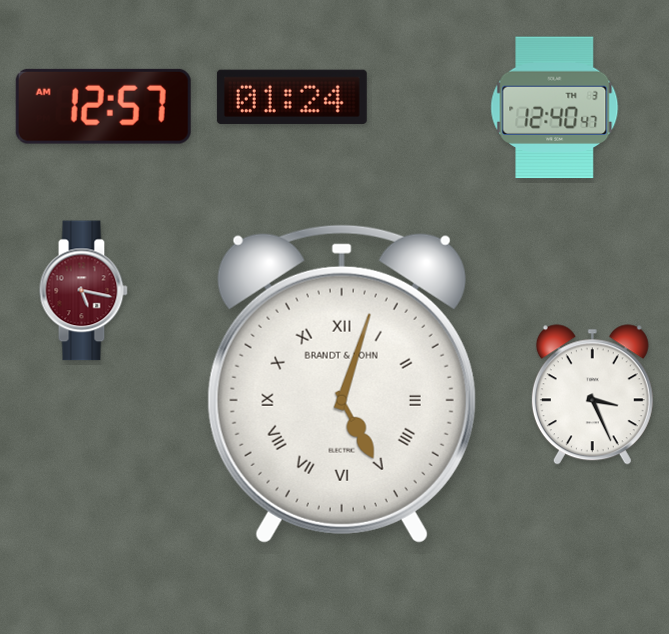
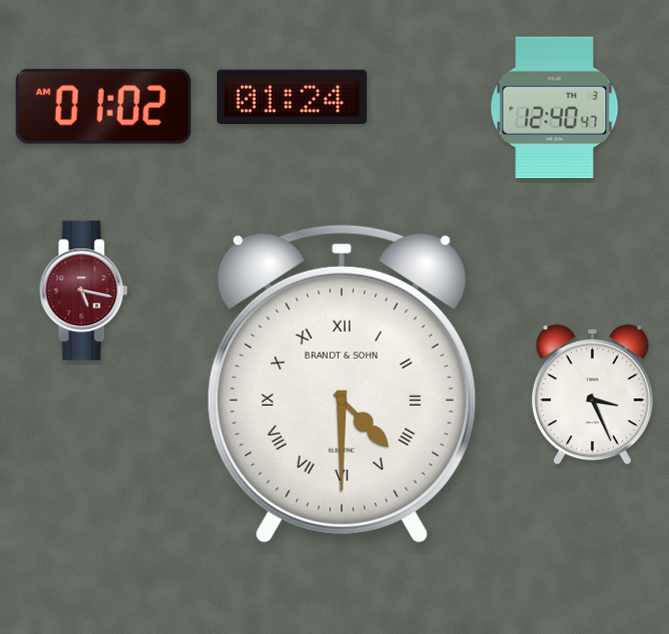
clock at (103, 106): 12:57 -> 01:02
clock at (342, 384): 5:03 -> 4:30
